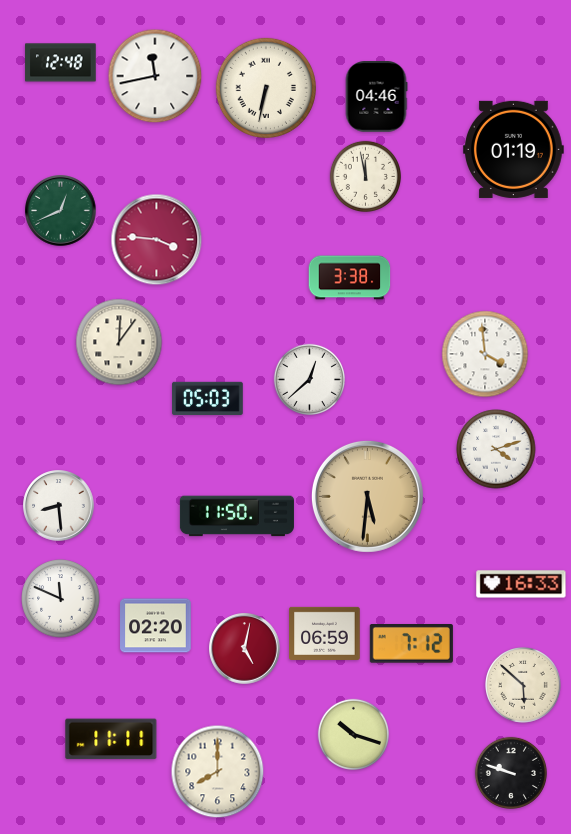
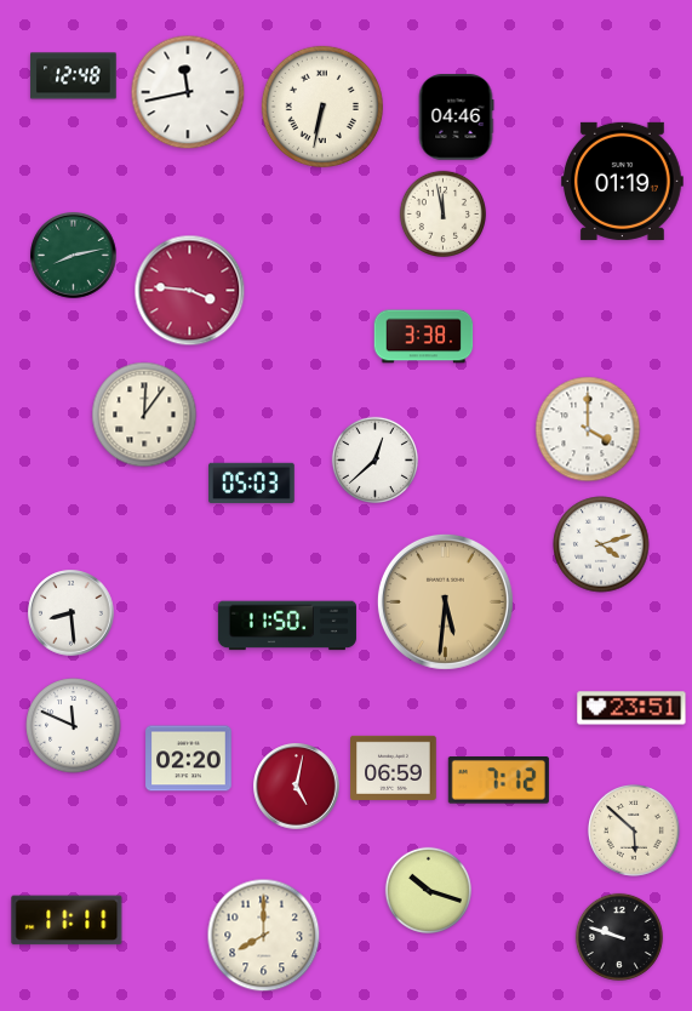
clock at (61, 211): 12:41 -> 8:13
clock at (485, 354): 3:59 -> 4:00
clock at (521, 584): 16:33 -> 23:51
clock at (111, 739) position: (111, 739) -> (67, 920)
